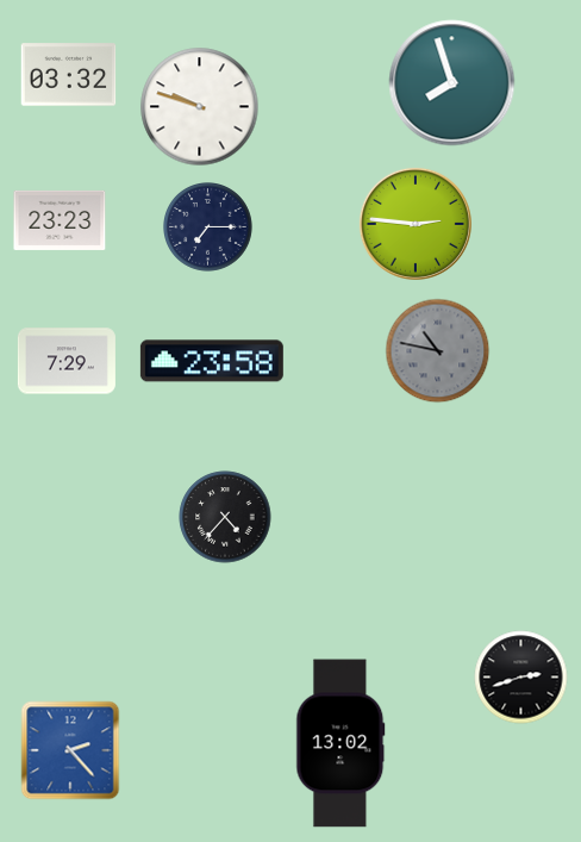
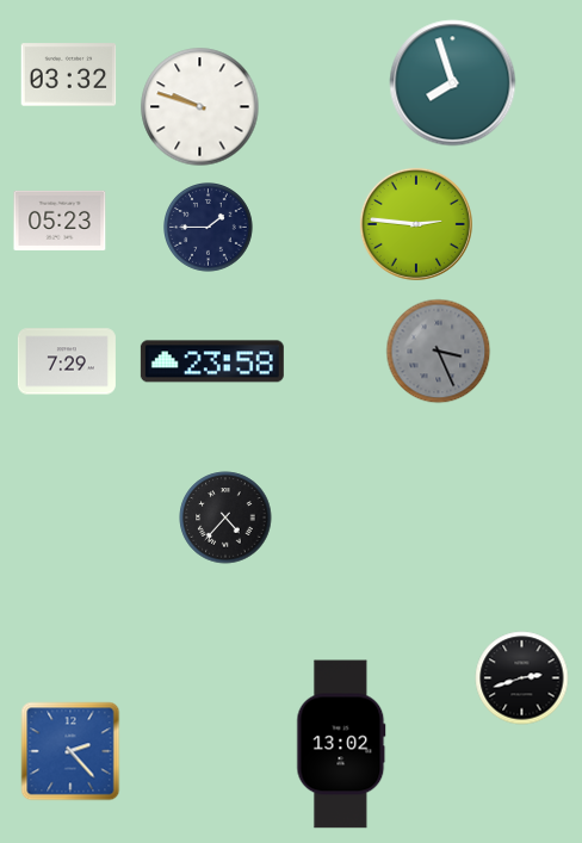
clock at (60, 220): 23:23 -> 05:23
clock at (208, 227): 7:15 -> 1:45
clock at (438, 351): 10:47 -> 3:26
